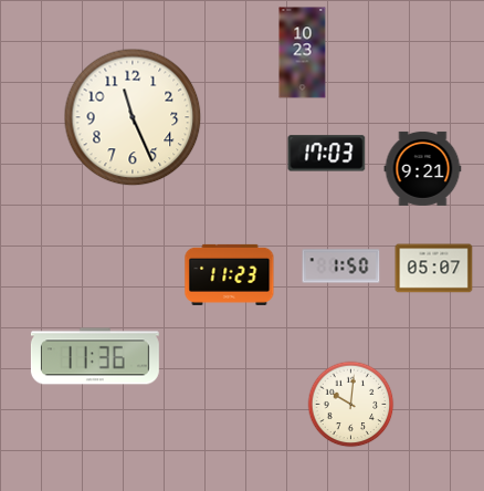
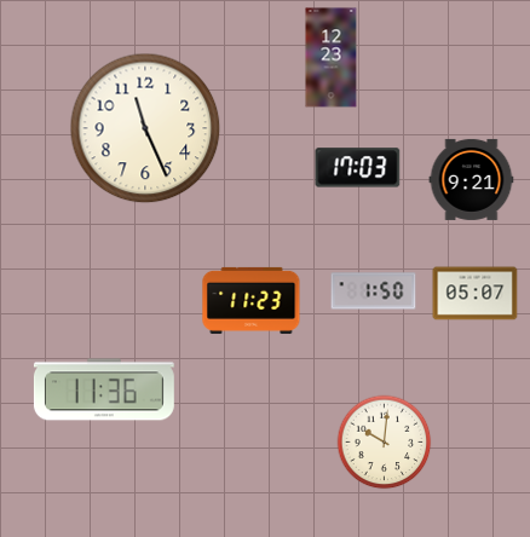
clock at (303, 53): 10:23 -> 12:23
clock at (423, 168) position: (423, 168) -> (472, 179)
